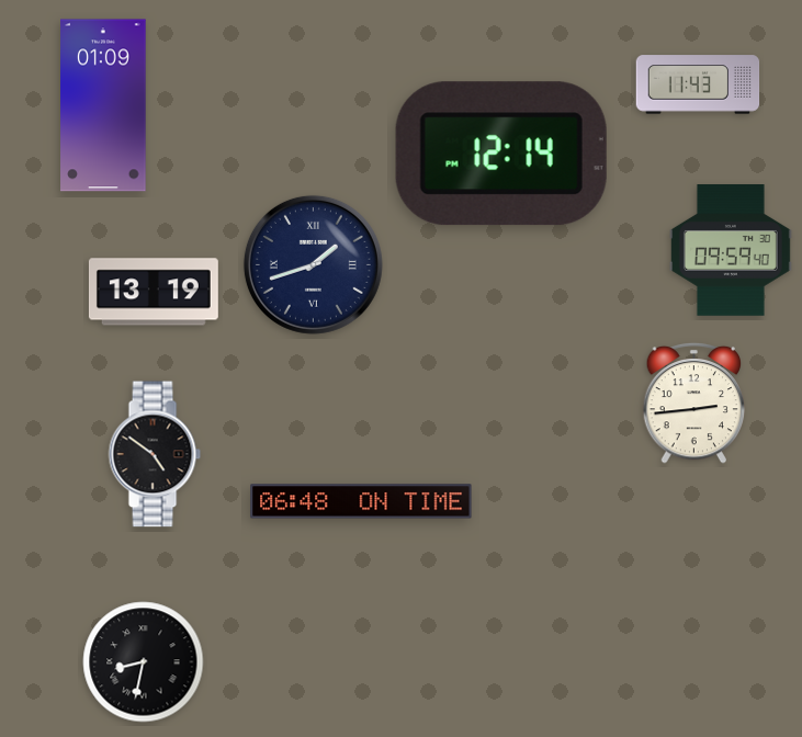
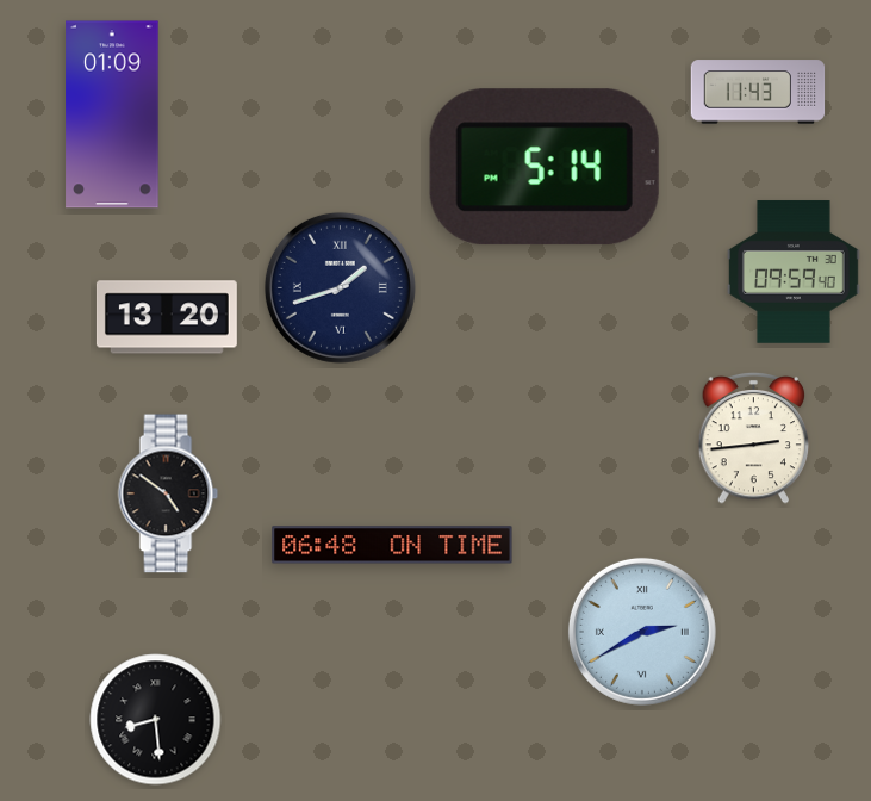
clock at (501, 154): 12:14 -> 5:14
clock at (154, 292): 13:19 -> 13:20
clock at (642, 632): none -> 2:40
clock at (144, 662): 8:32 -> 8:29
